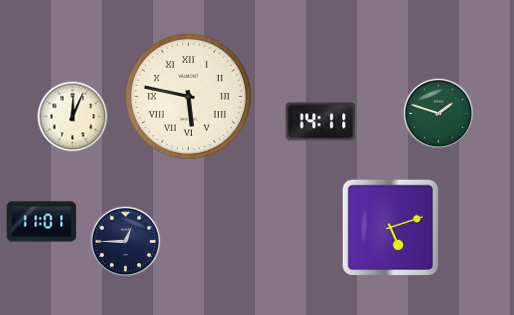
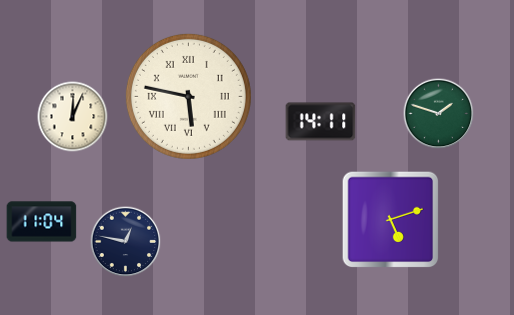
clock at (42, 222): 11:01 -> 11:04
clock at (391, 228) position: (391, 228) -> (391, 220)
clock at (126, 242): 12:45 -> 12:47
